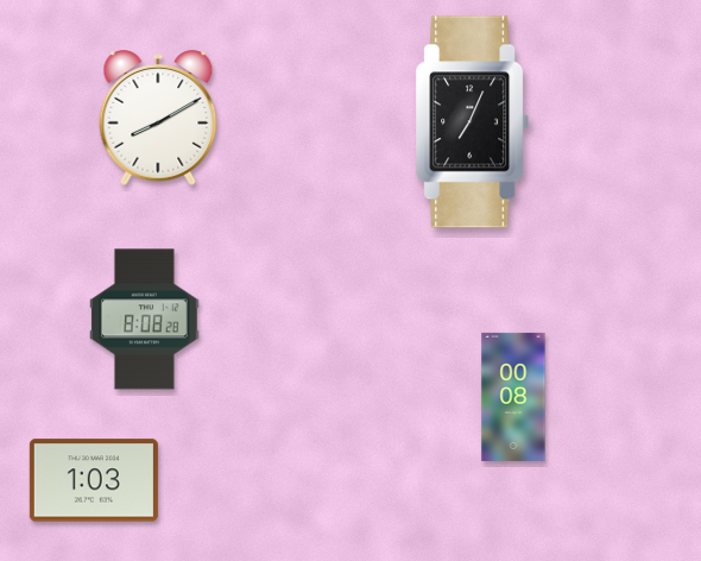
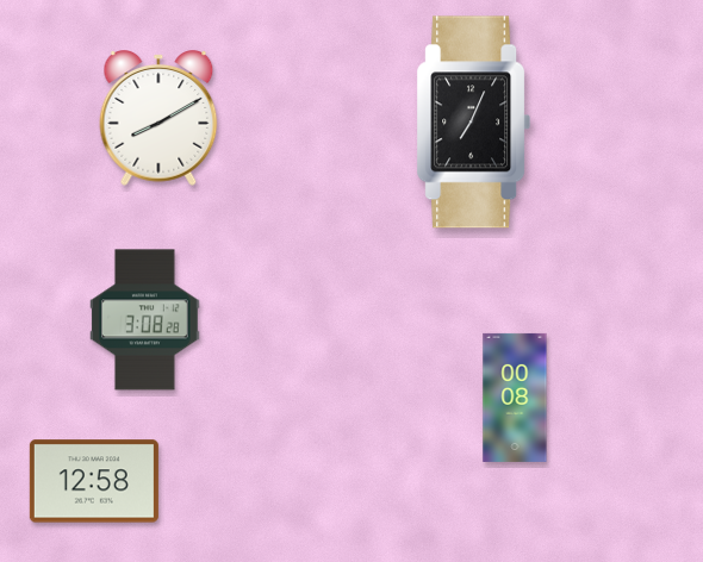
clock at (145, 320): 8:08 -> 3:08
clock at (94, 480): 1:03 -> 12:58
